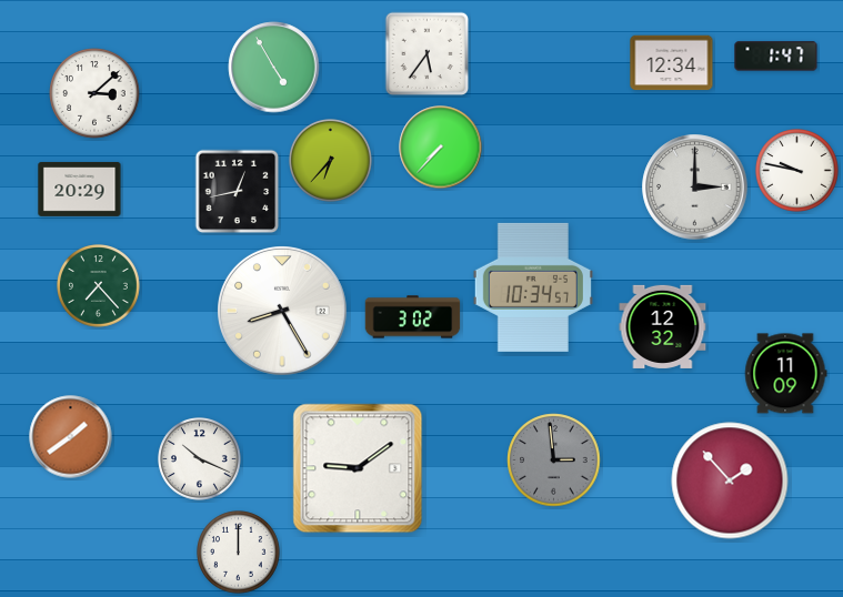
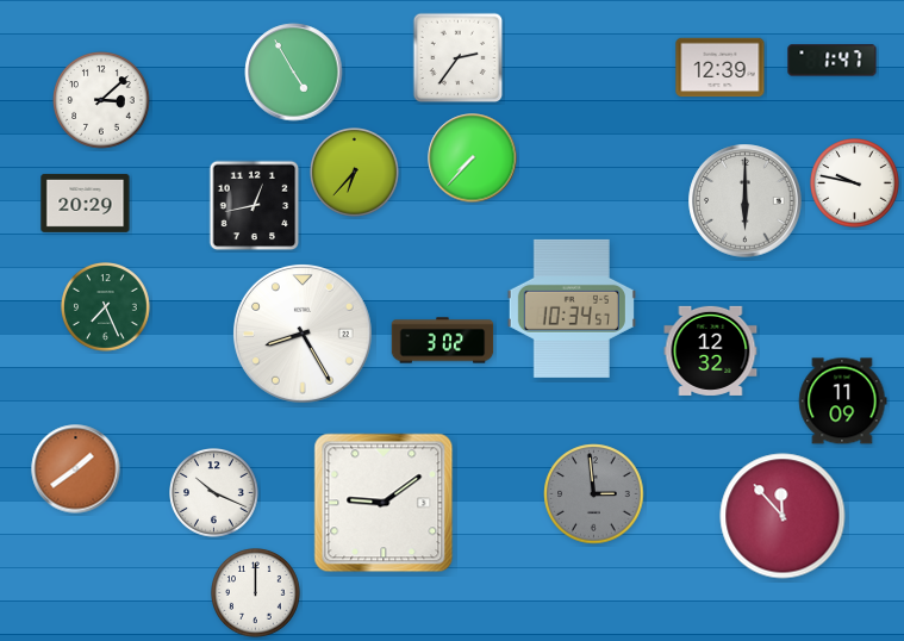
clock at (428, 54): 5:36 -> 2:36
clock at (672, 63): 12:34 -> 12:39
clock at (695, 188): 3:00 -> 6:00
clock at (99, 286): 7:23 -> 7:26
clock at (730, 480): 1:53 -> 11:53
